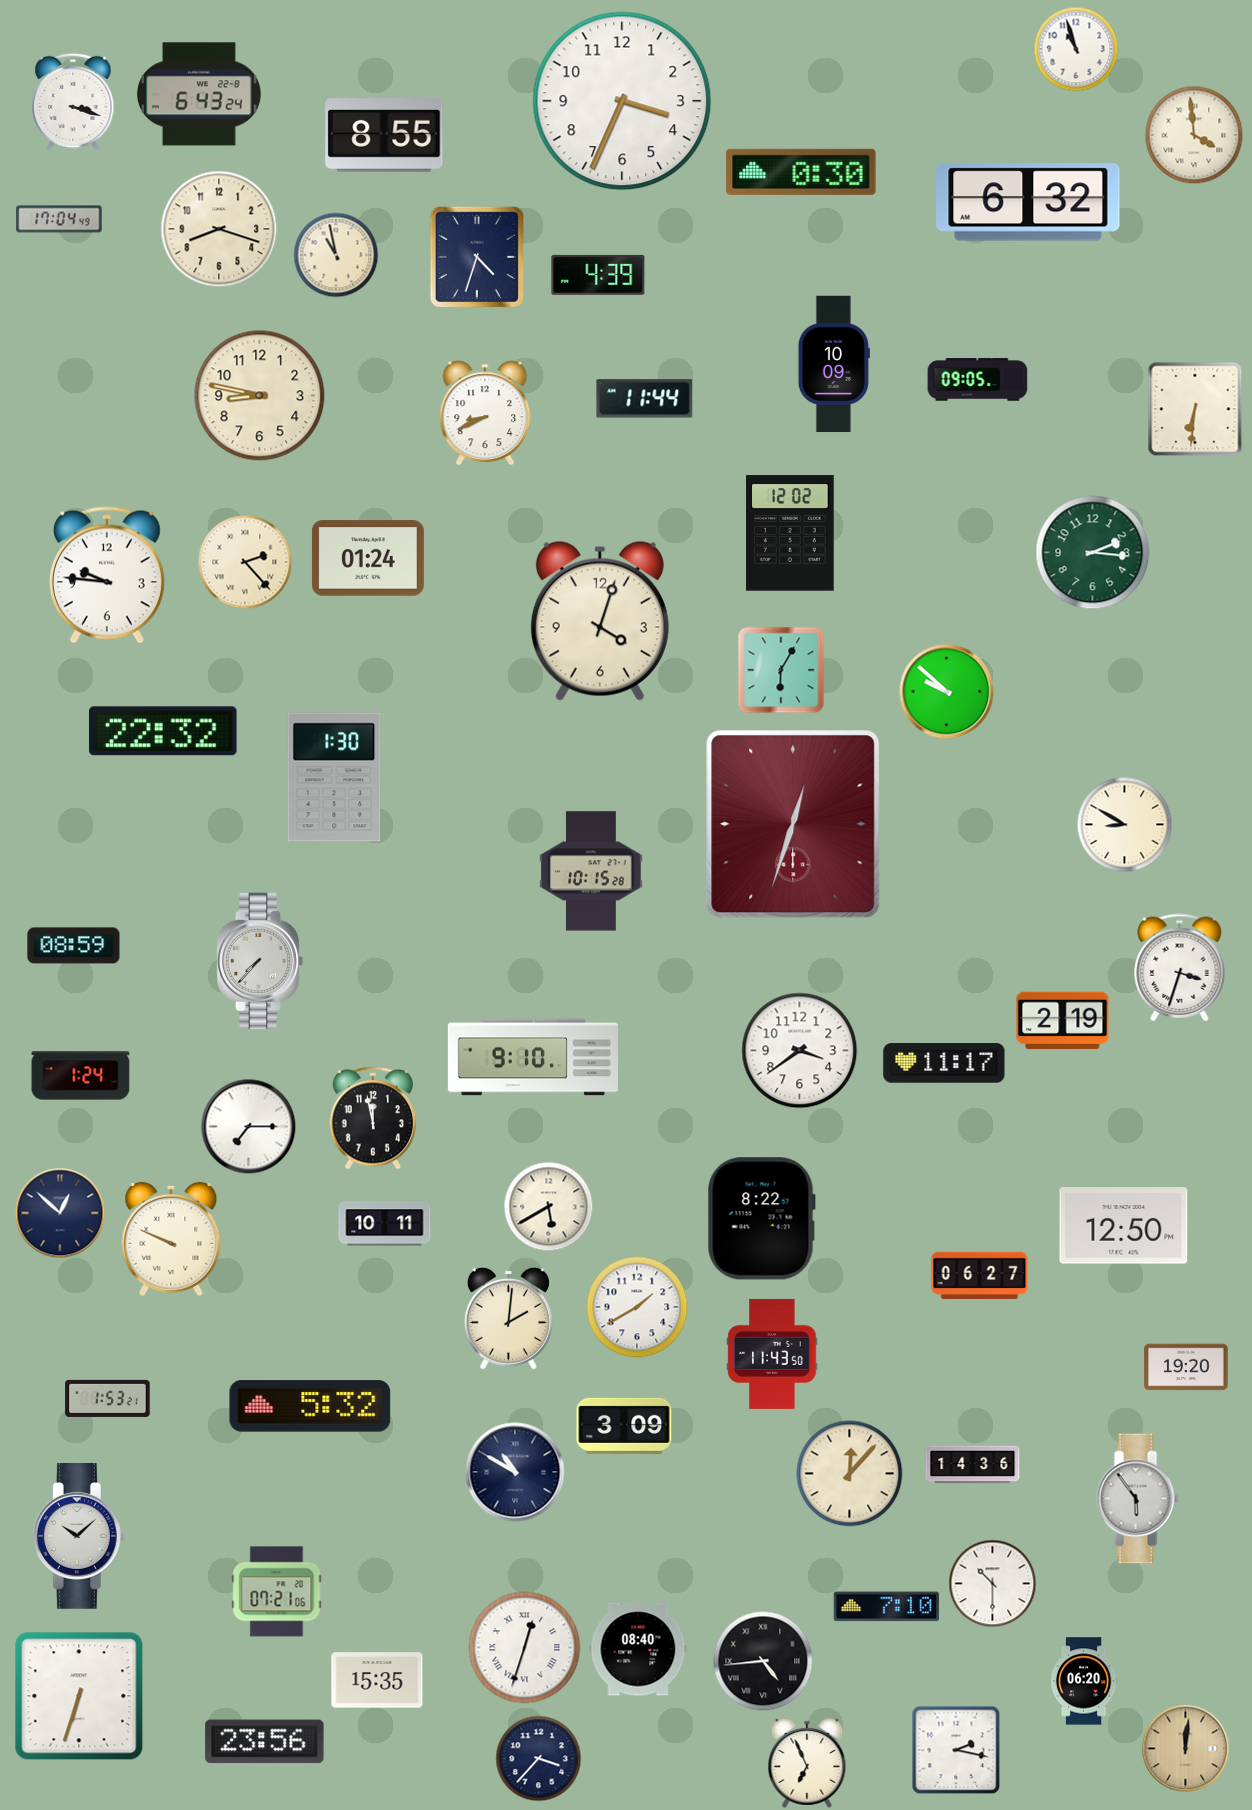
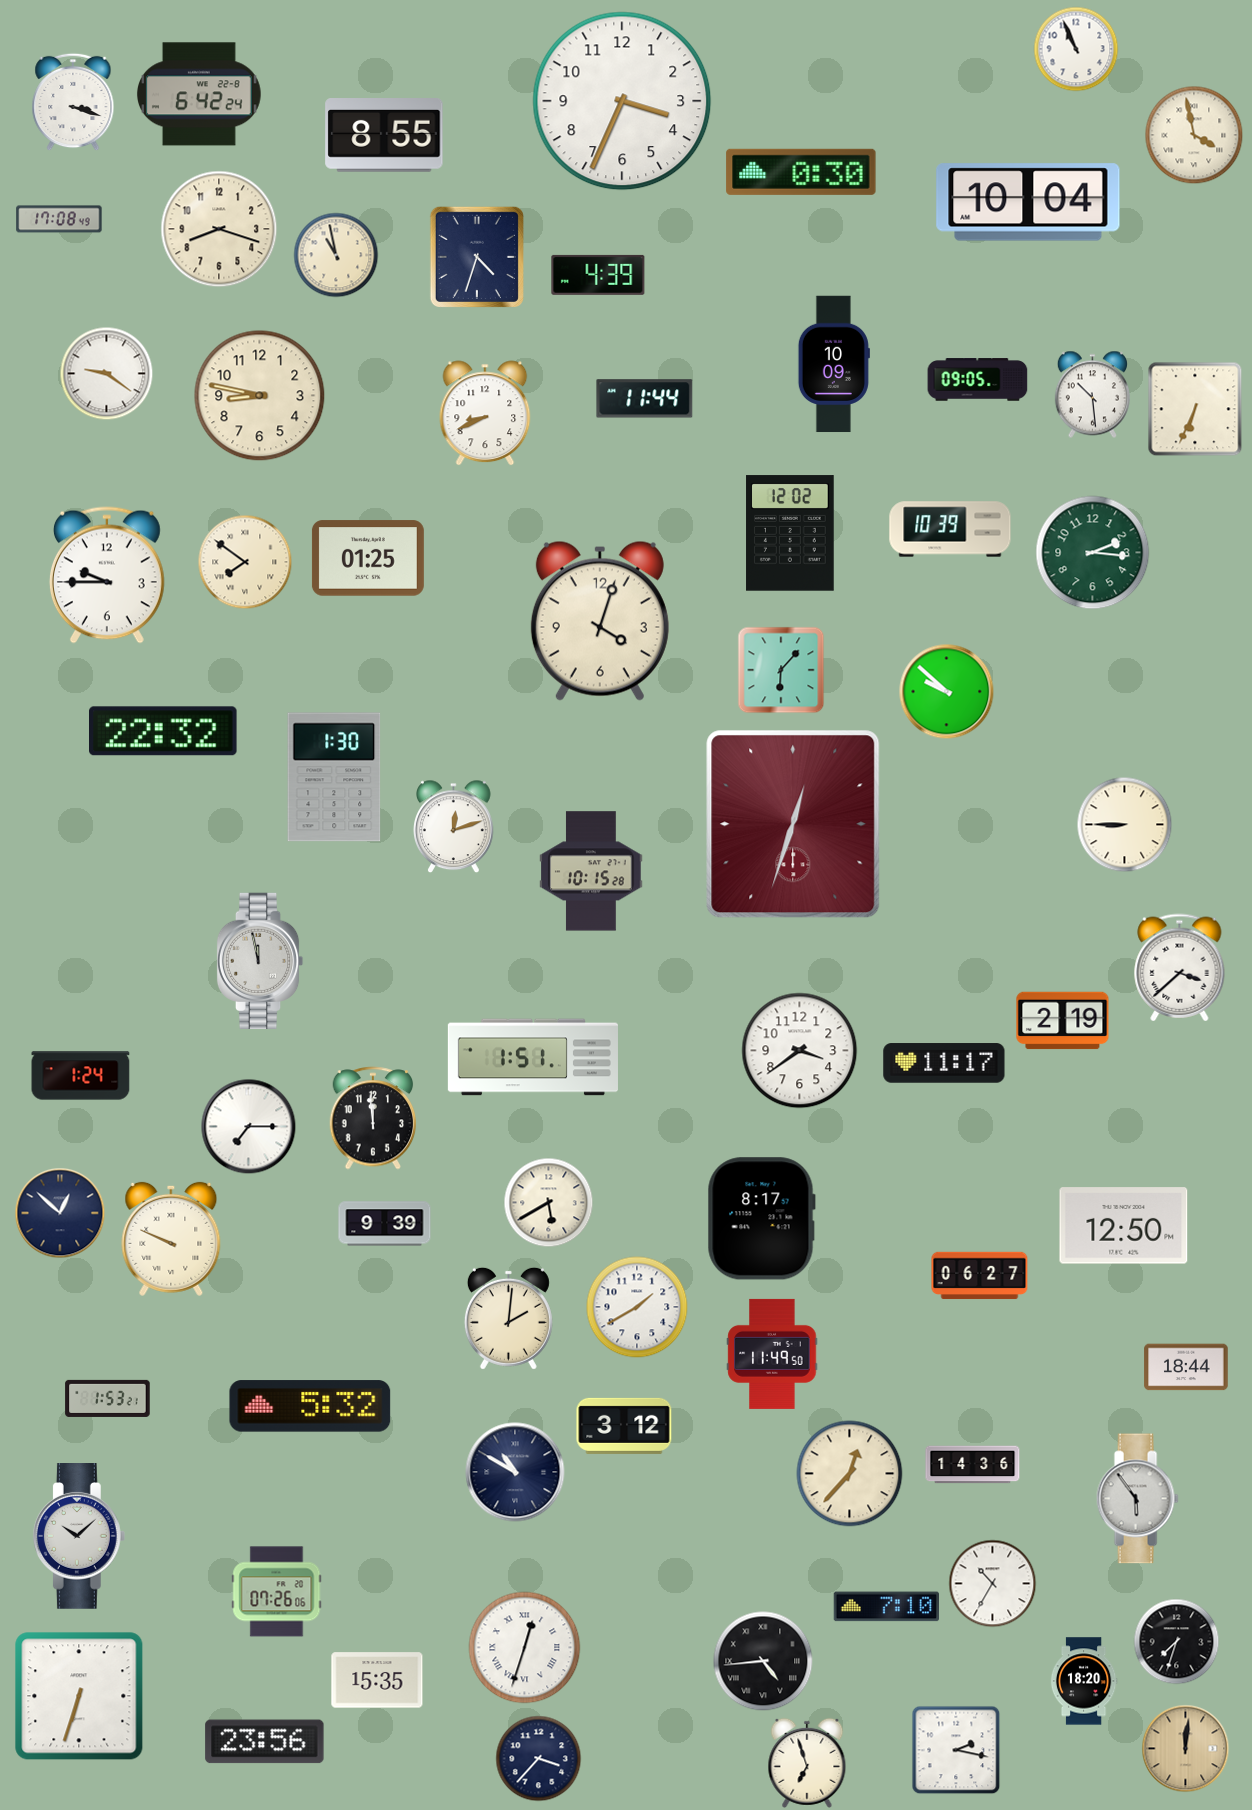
clock at (1076, 49): 10:57 -> 10:56
clock at (199, 94): 6:43 -> 6:42
clock at (1194, 135): 3:59 -> 3:58
clock at (1028, 202): 6:32 -> 10:04
clock at (59, 219): 17:04 -> 17:08
clock at (107, 374): none -> 9:21
clock at (1092, 395): none -> 10:29
clock at (1195, 409): 6:31 -> 6:34
clock at (950, 529): none -> 10:39
clock at (368, 558): 01:24 -> 01:25
clock at (245, 562): 2:23 -> 7:51
clock at (107, 575): 9:46 -> 9:45
clock at (781, 670): 6:05 -> 6:07
clock at (1125, 825): 8:50 -> 8:45
clock at (454, 827): none -> 12:12
clock at (74, 946): 08:59 -> none
clock at (260, 961): 7:37 -> 11:58
clock at (1180, 968): 3:33 -> 3:38
clock at (533, 1057): 9:10 -> 1:51
clock at (373, 1118): 11:58 -> 11:59
clock at (549, 1207) position: (549, 1207) -> (549, 1203)
clock at (761, 1219): 8:22 -> 8:17
clock at (385, 1224): 10:11 -> 9:39
clock at (772, 1354): 11:43 -> 11:49
clock at (1186, 1367): 19:20 -> 18:44
clock at (624, 1426): 3:09 -> 3:12
clock at (850, 1474): 12:07 -> 12:37
clock at (993, 1584): 10:30 -> 10:35
clock at (277, 1592): 07:21 -> 07:26
clock at (1177, 1642): none -> 7:33
clock at (638, 1649): 08:40 -> none
clock at (1084, 1681): 06:20 -> 18:20
clock at (807, 1763): 6:56 -> 6:57
